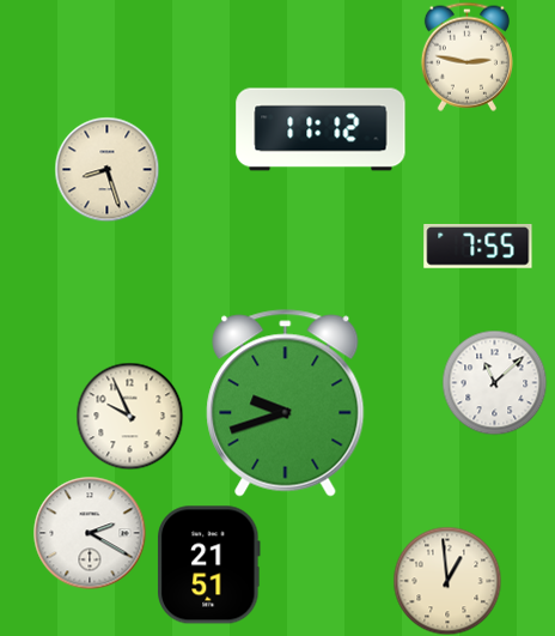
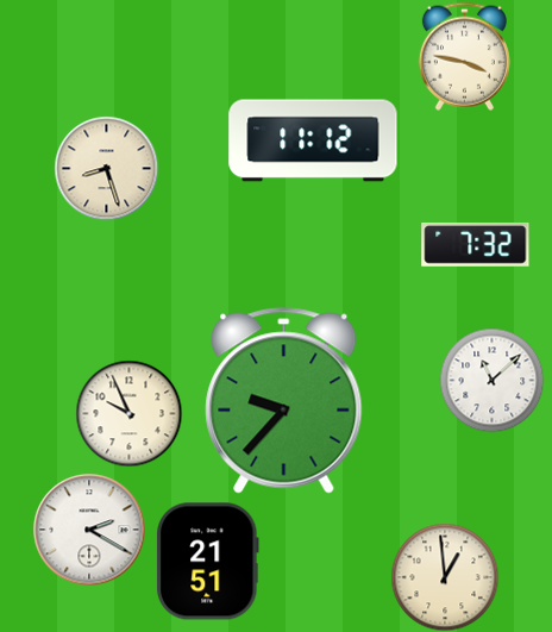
clock at (466, 56): 2:47 -> 3:47
clock at (321, 129) position: (321, 129) -> (313, 140)
clock at (478, 247): 7:55 -> 7:32
clock at (286, 404): 9:42 -> 9:37
